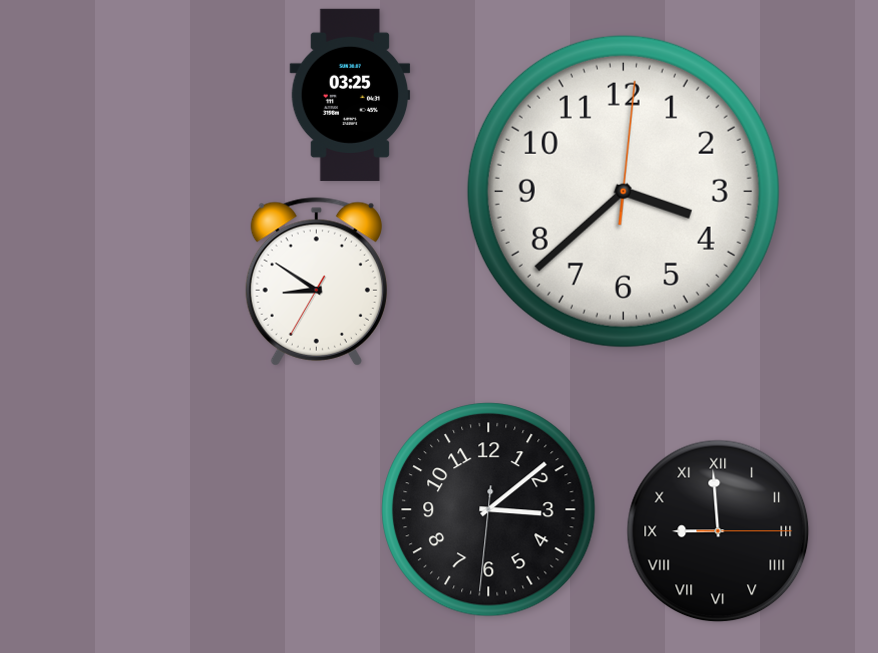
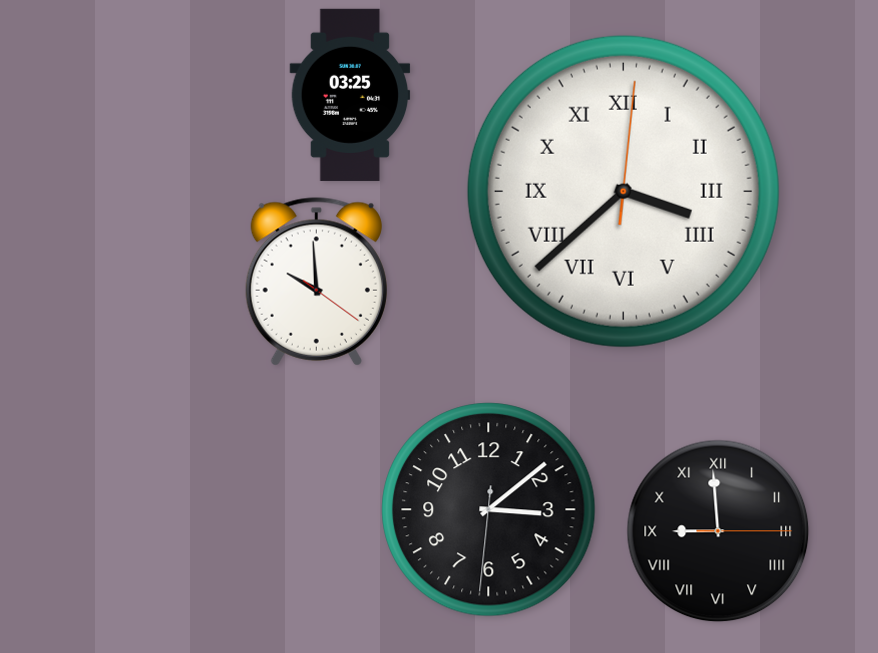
clock at (623, 191) numerals: Arabic -> Roman
clock at (316, 282): 8:50 -> 9:59
